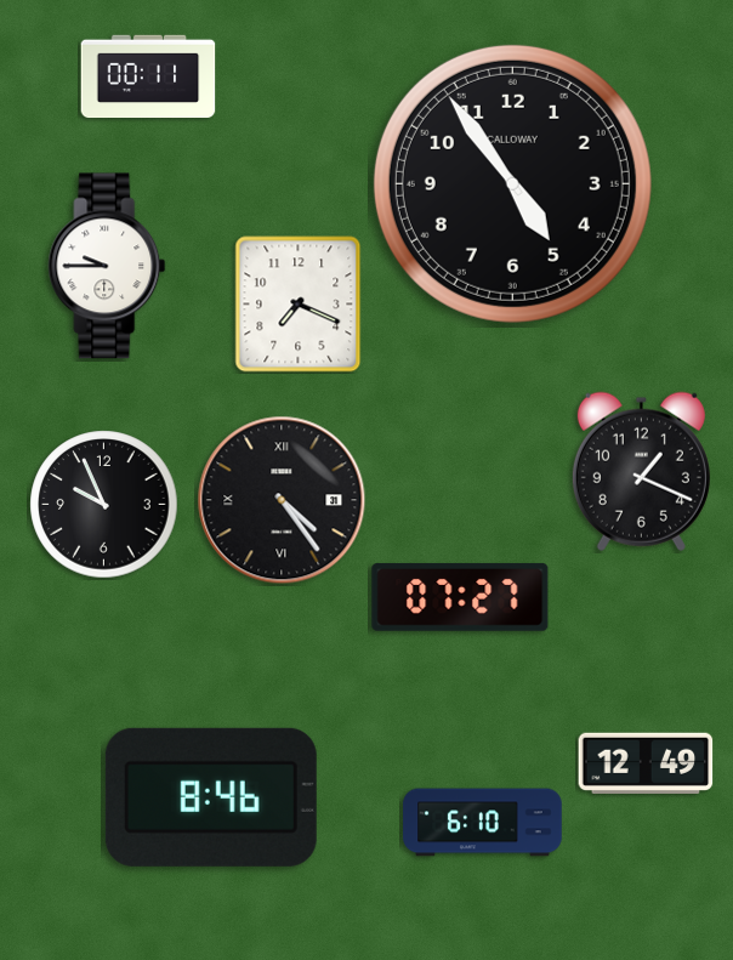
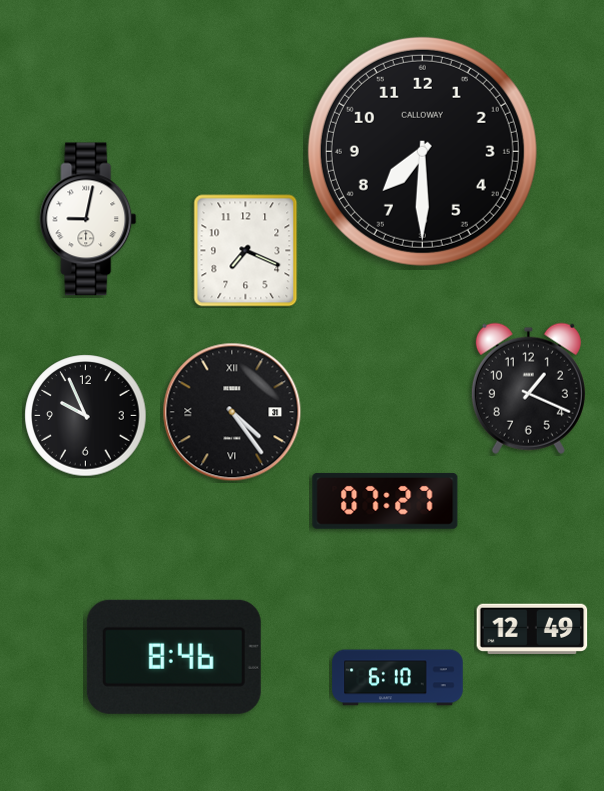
clock at (148, 76): 00:11 -> none
clock at (512, 183): 4:54 -> 7:30
clock at (107, 266): 9:45 -> 9:02
clock at (460, 597) position: (460, 597) -> (385, 501)
